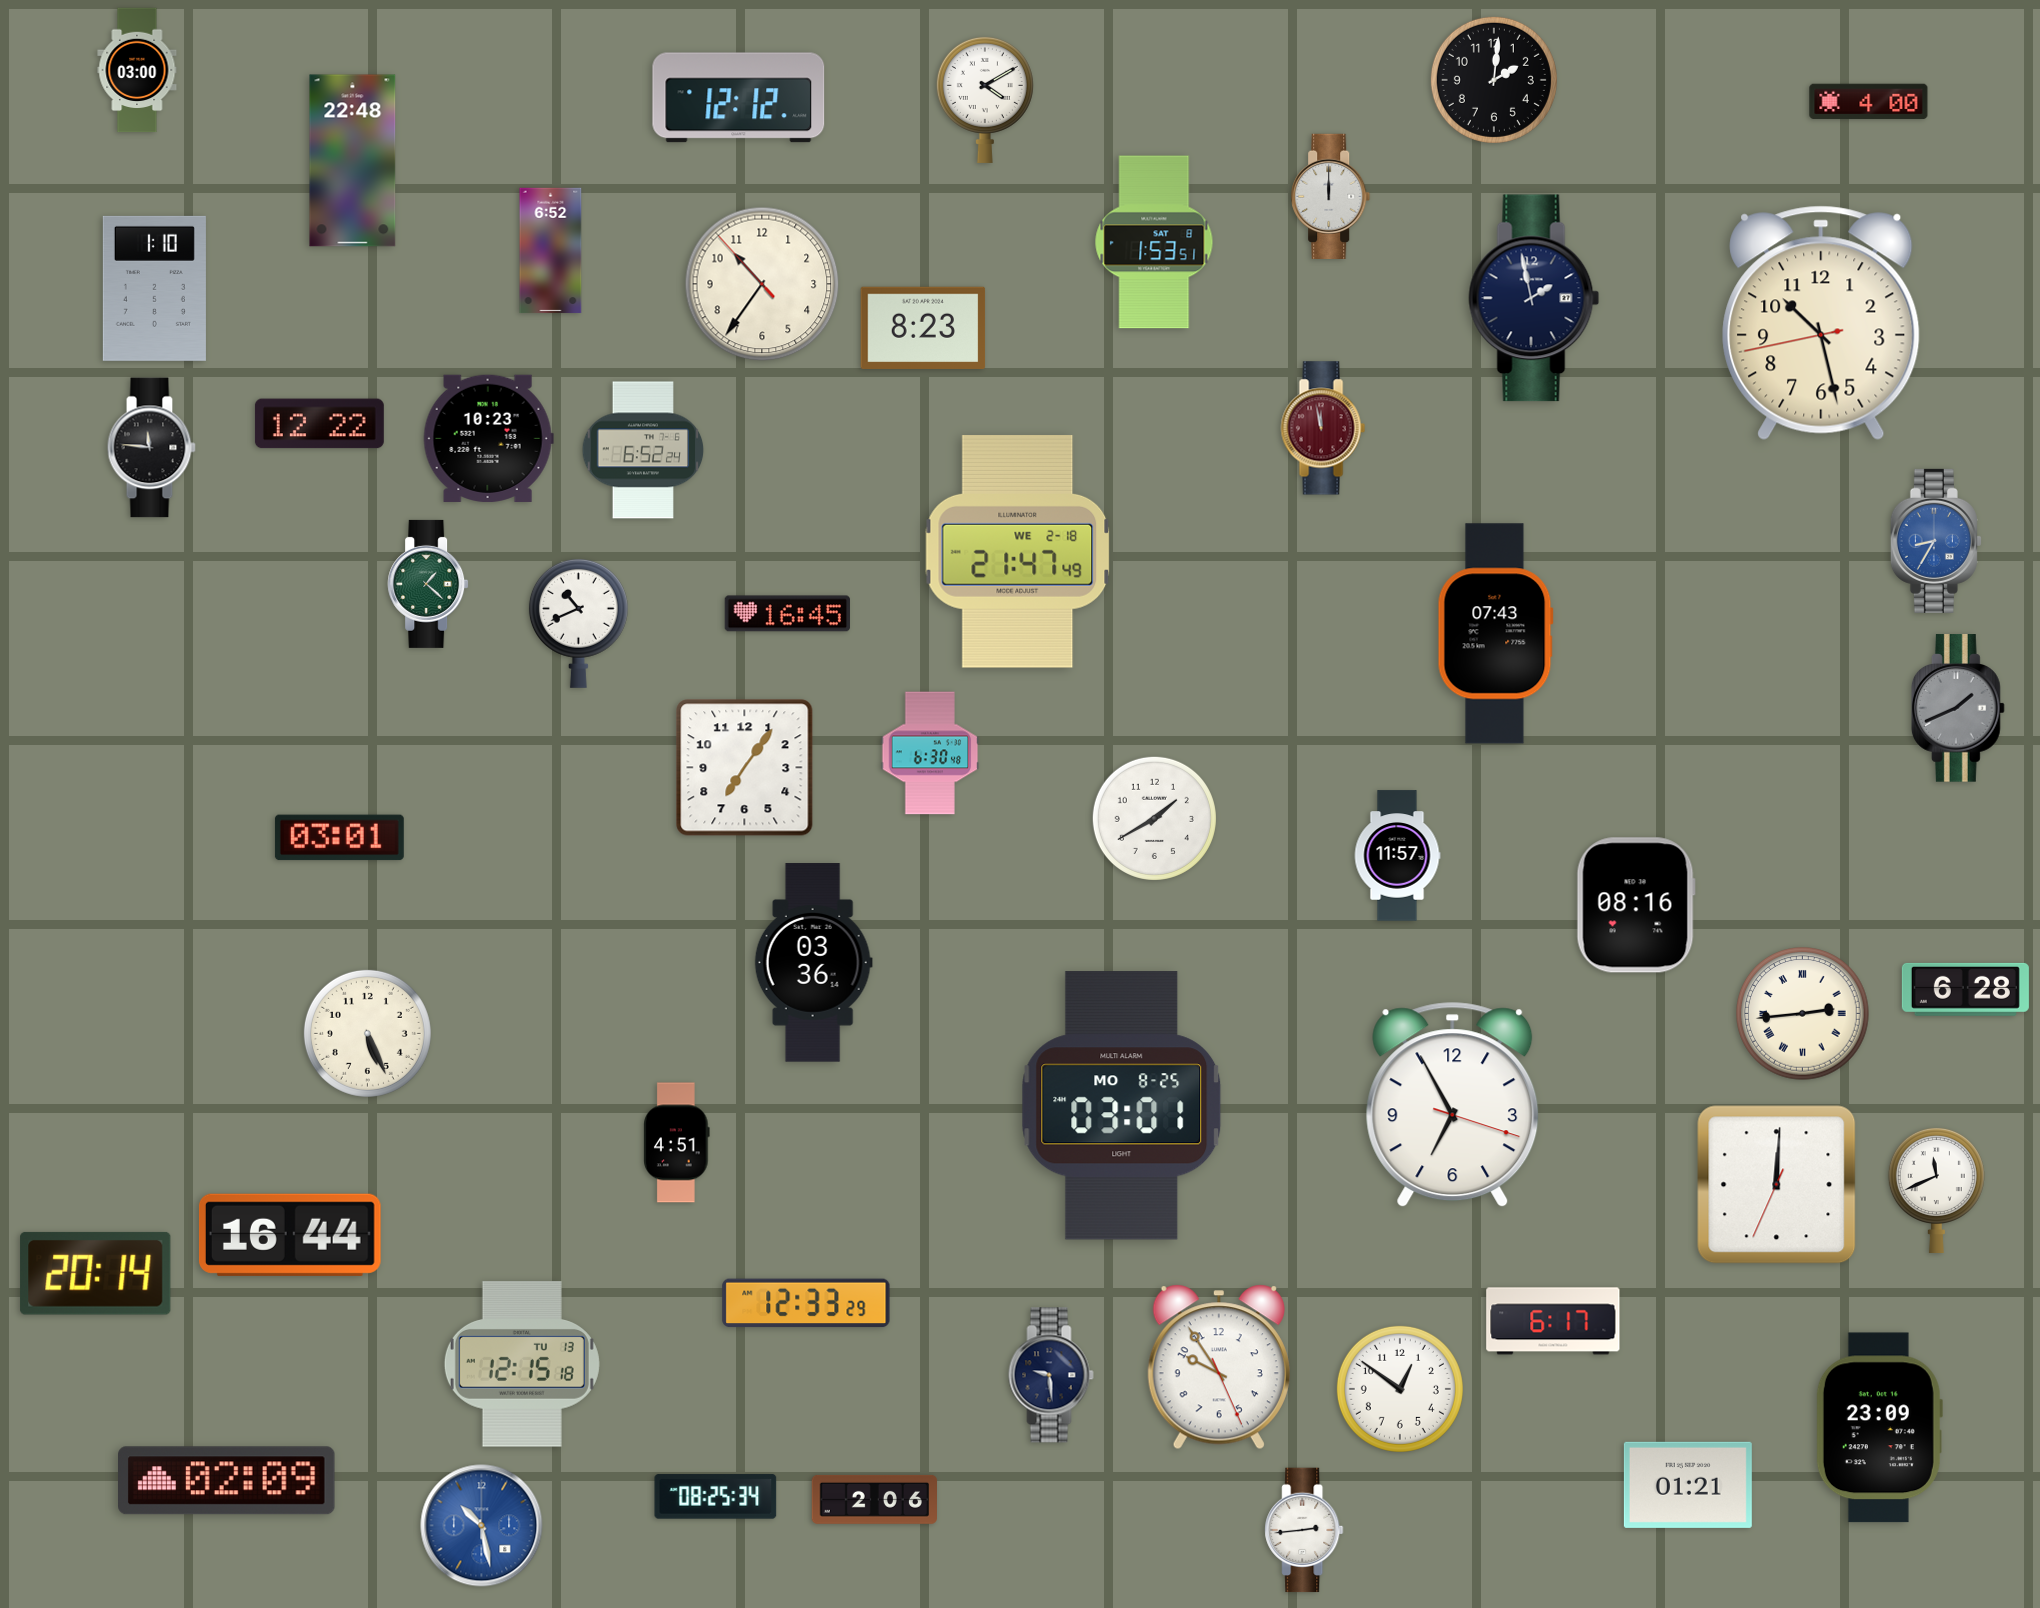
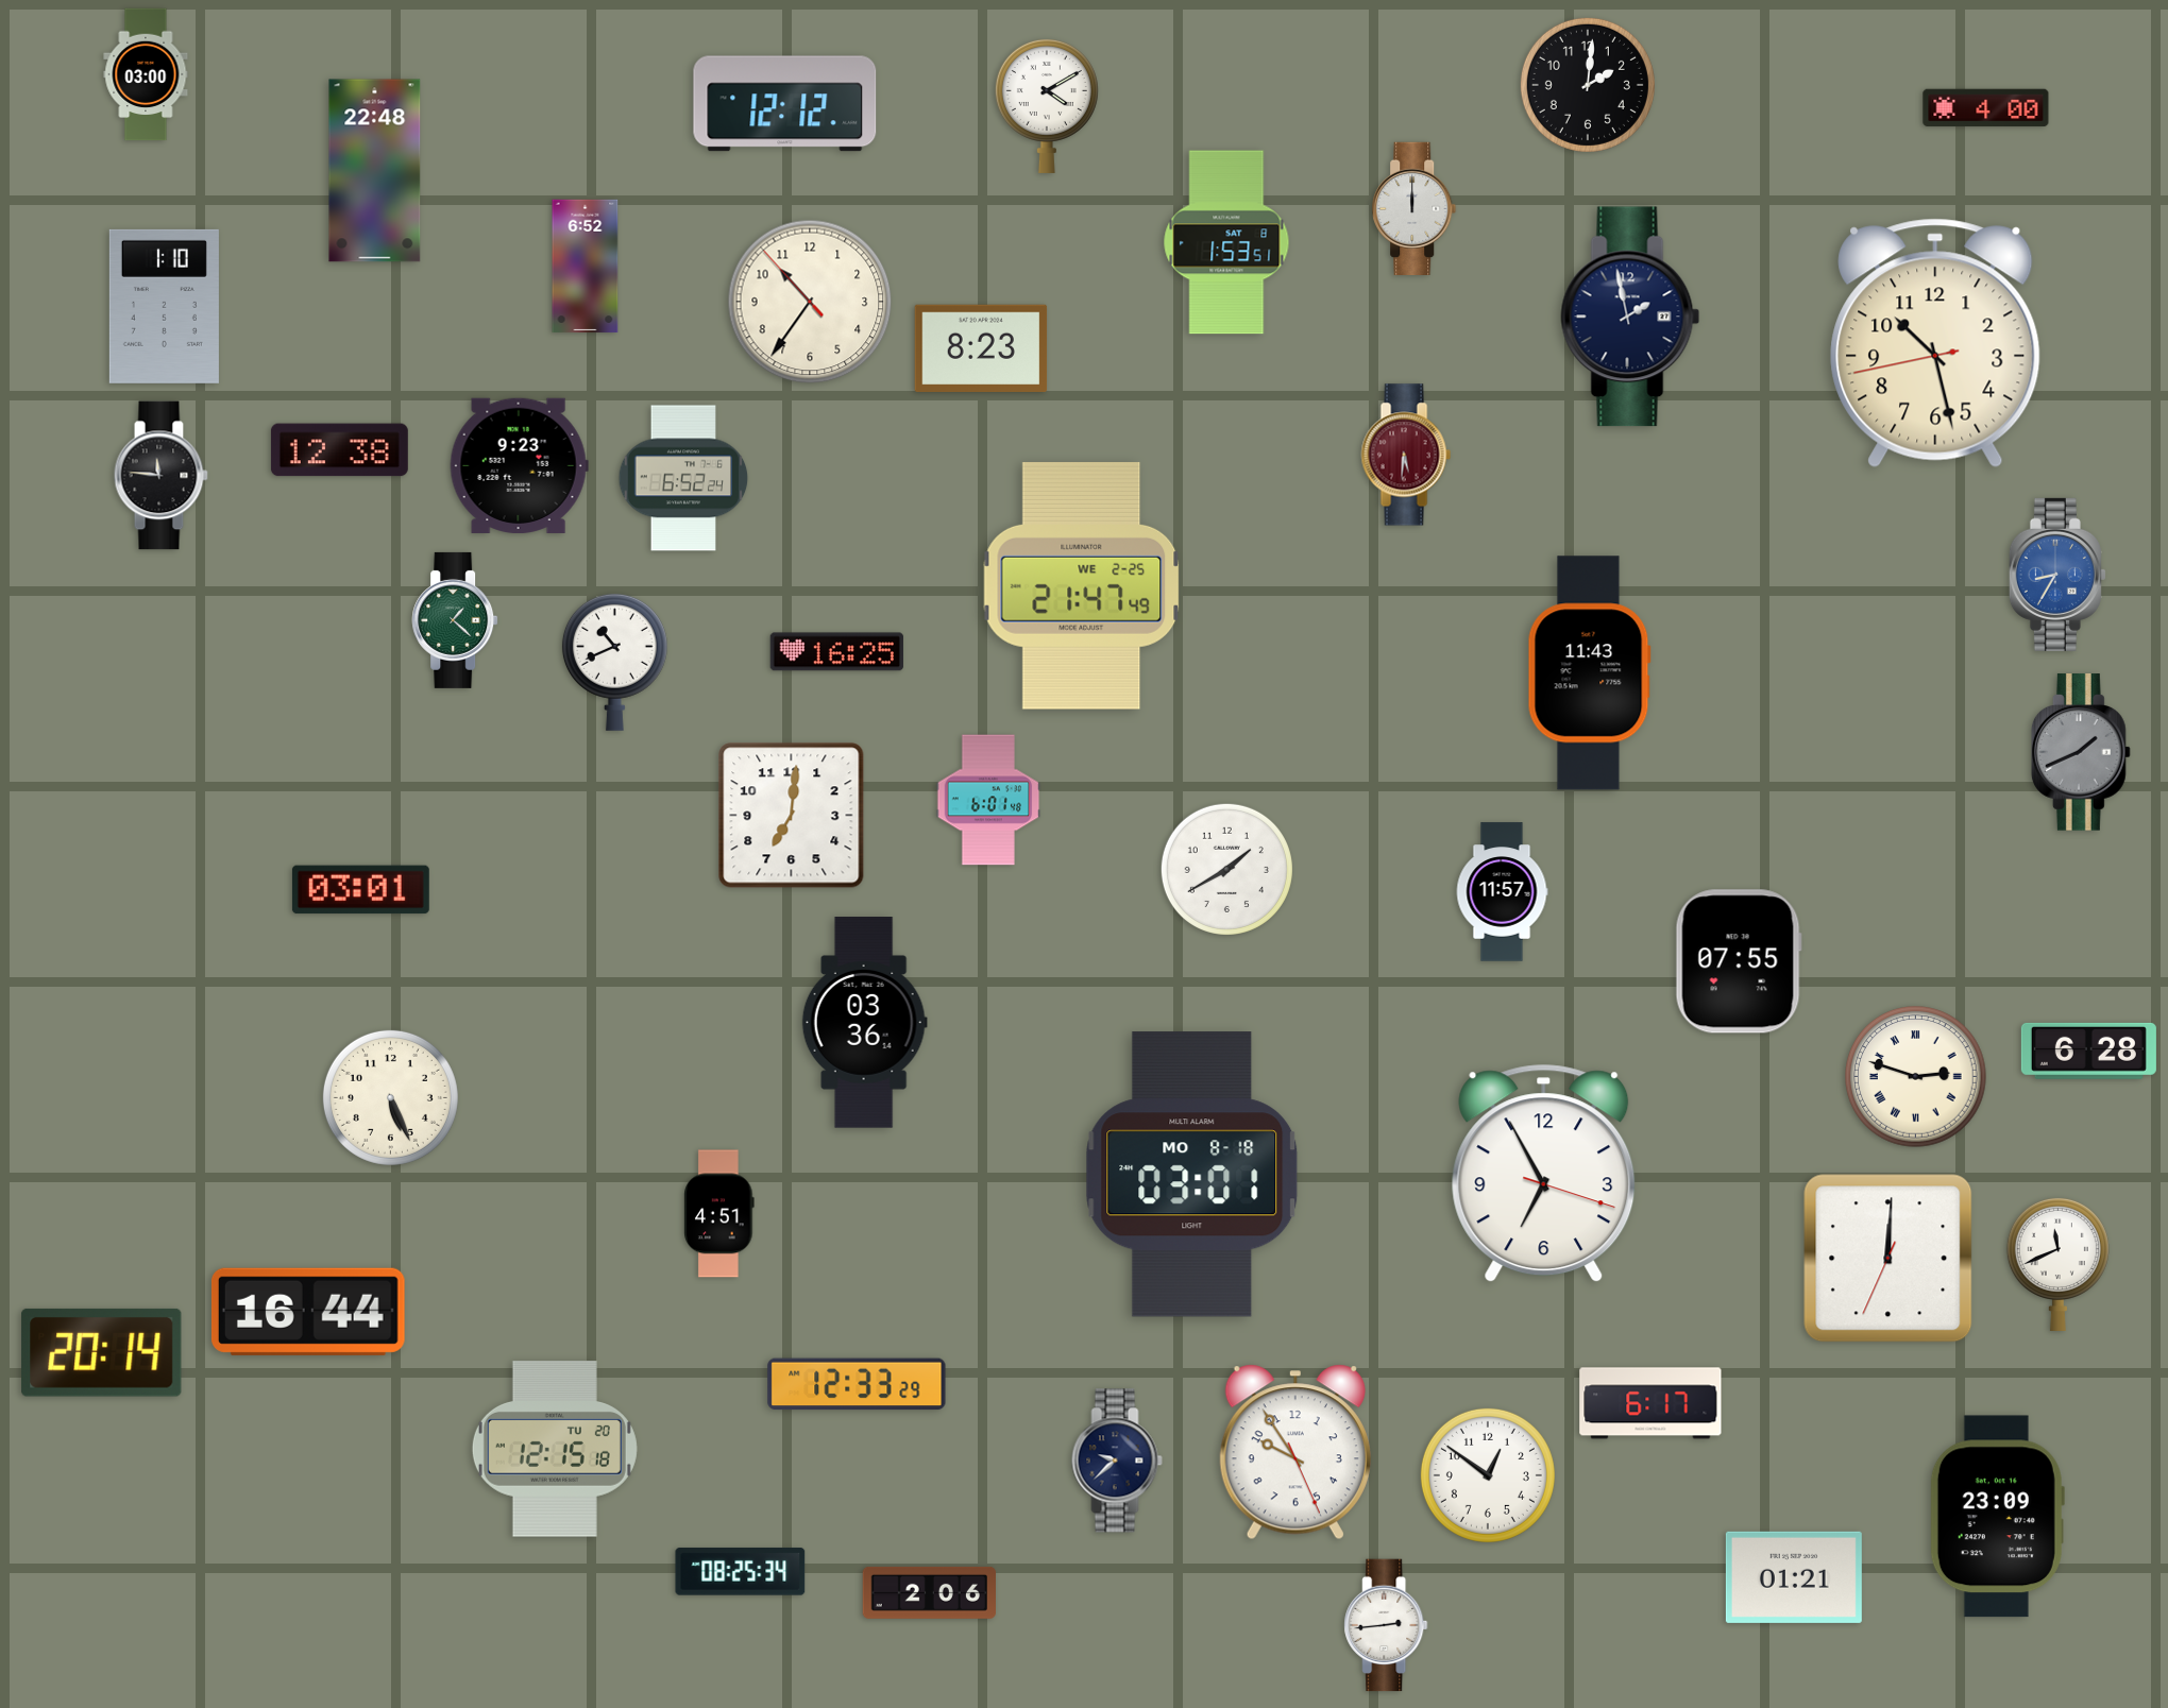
clock at (1154, 242) position: (1154, 242) -> (1226, 242)
clock at (319, 424): 12:22 -> 12:38
clock at (1323, 428): 11:58 -> 5:31
clock at (488, 438): 10:23 -> 9:23
clock at (1018, 551) date: WE 2-18 -> WE 2-25
clock at (787, 614): 16:45 -> 16:25
clock at (1495, 634): 07:43 -> 11:43
clock at (930, 753): 6:30 -> 6:01
clock at (745, 768): 7:06 -> 7:01
clock at (1397, 856) position: (1397, 856) -> (1502, 892)
clock at (1636, 905): 08:16 -> 07:55
clock at (1803, 1014): 2:44 -> 2:48
clock at (1122, 1106) date: MO 8-25 -> MO 8-18
clock at (522, 1364) date: TU 13 -> TU 20
clock at (1051, 1375): 9:29 -> 9:38
clock at (227, 1481): 02:09 -> none
clock at (716, 1497) position: (716, 1497) -> (741, 1572)
clock at (482, 1526): 10:28 -> none
